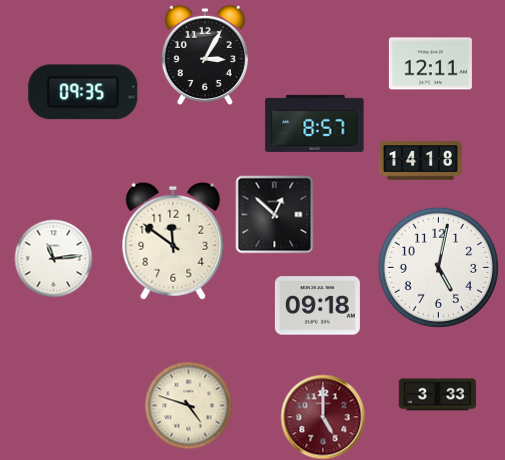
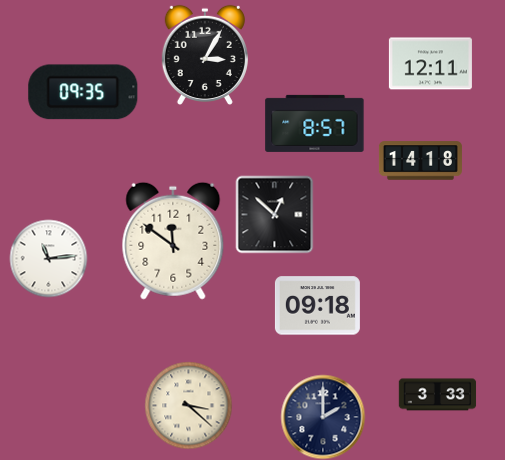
clock at (53, 258) position: (53, 258) -> (48, 258)
clock at (438, 267): 5:02 -> none
clock at (188, 405): 4:48 -> 3:22
clock at (323, 417): 5:00 -> 2:00
clock at (323, 417) dial: burgundy -> navy
